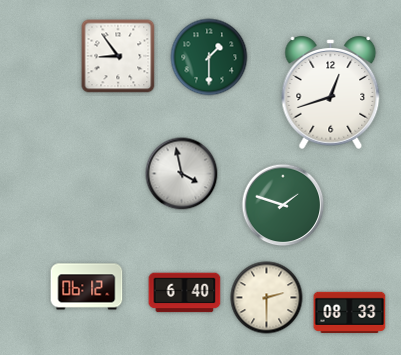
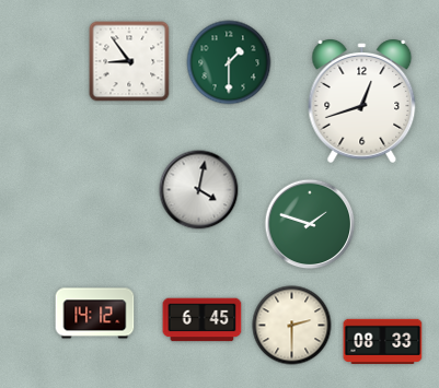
clock at (182, 174): 3:58 -> 4:02
clock at (87, 287): 06:12 -> 14:12
clock at (185, 293): 6:40 -> 6:45
